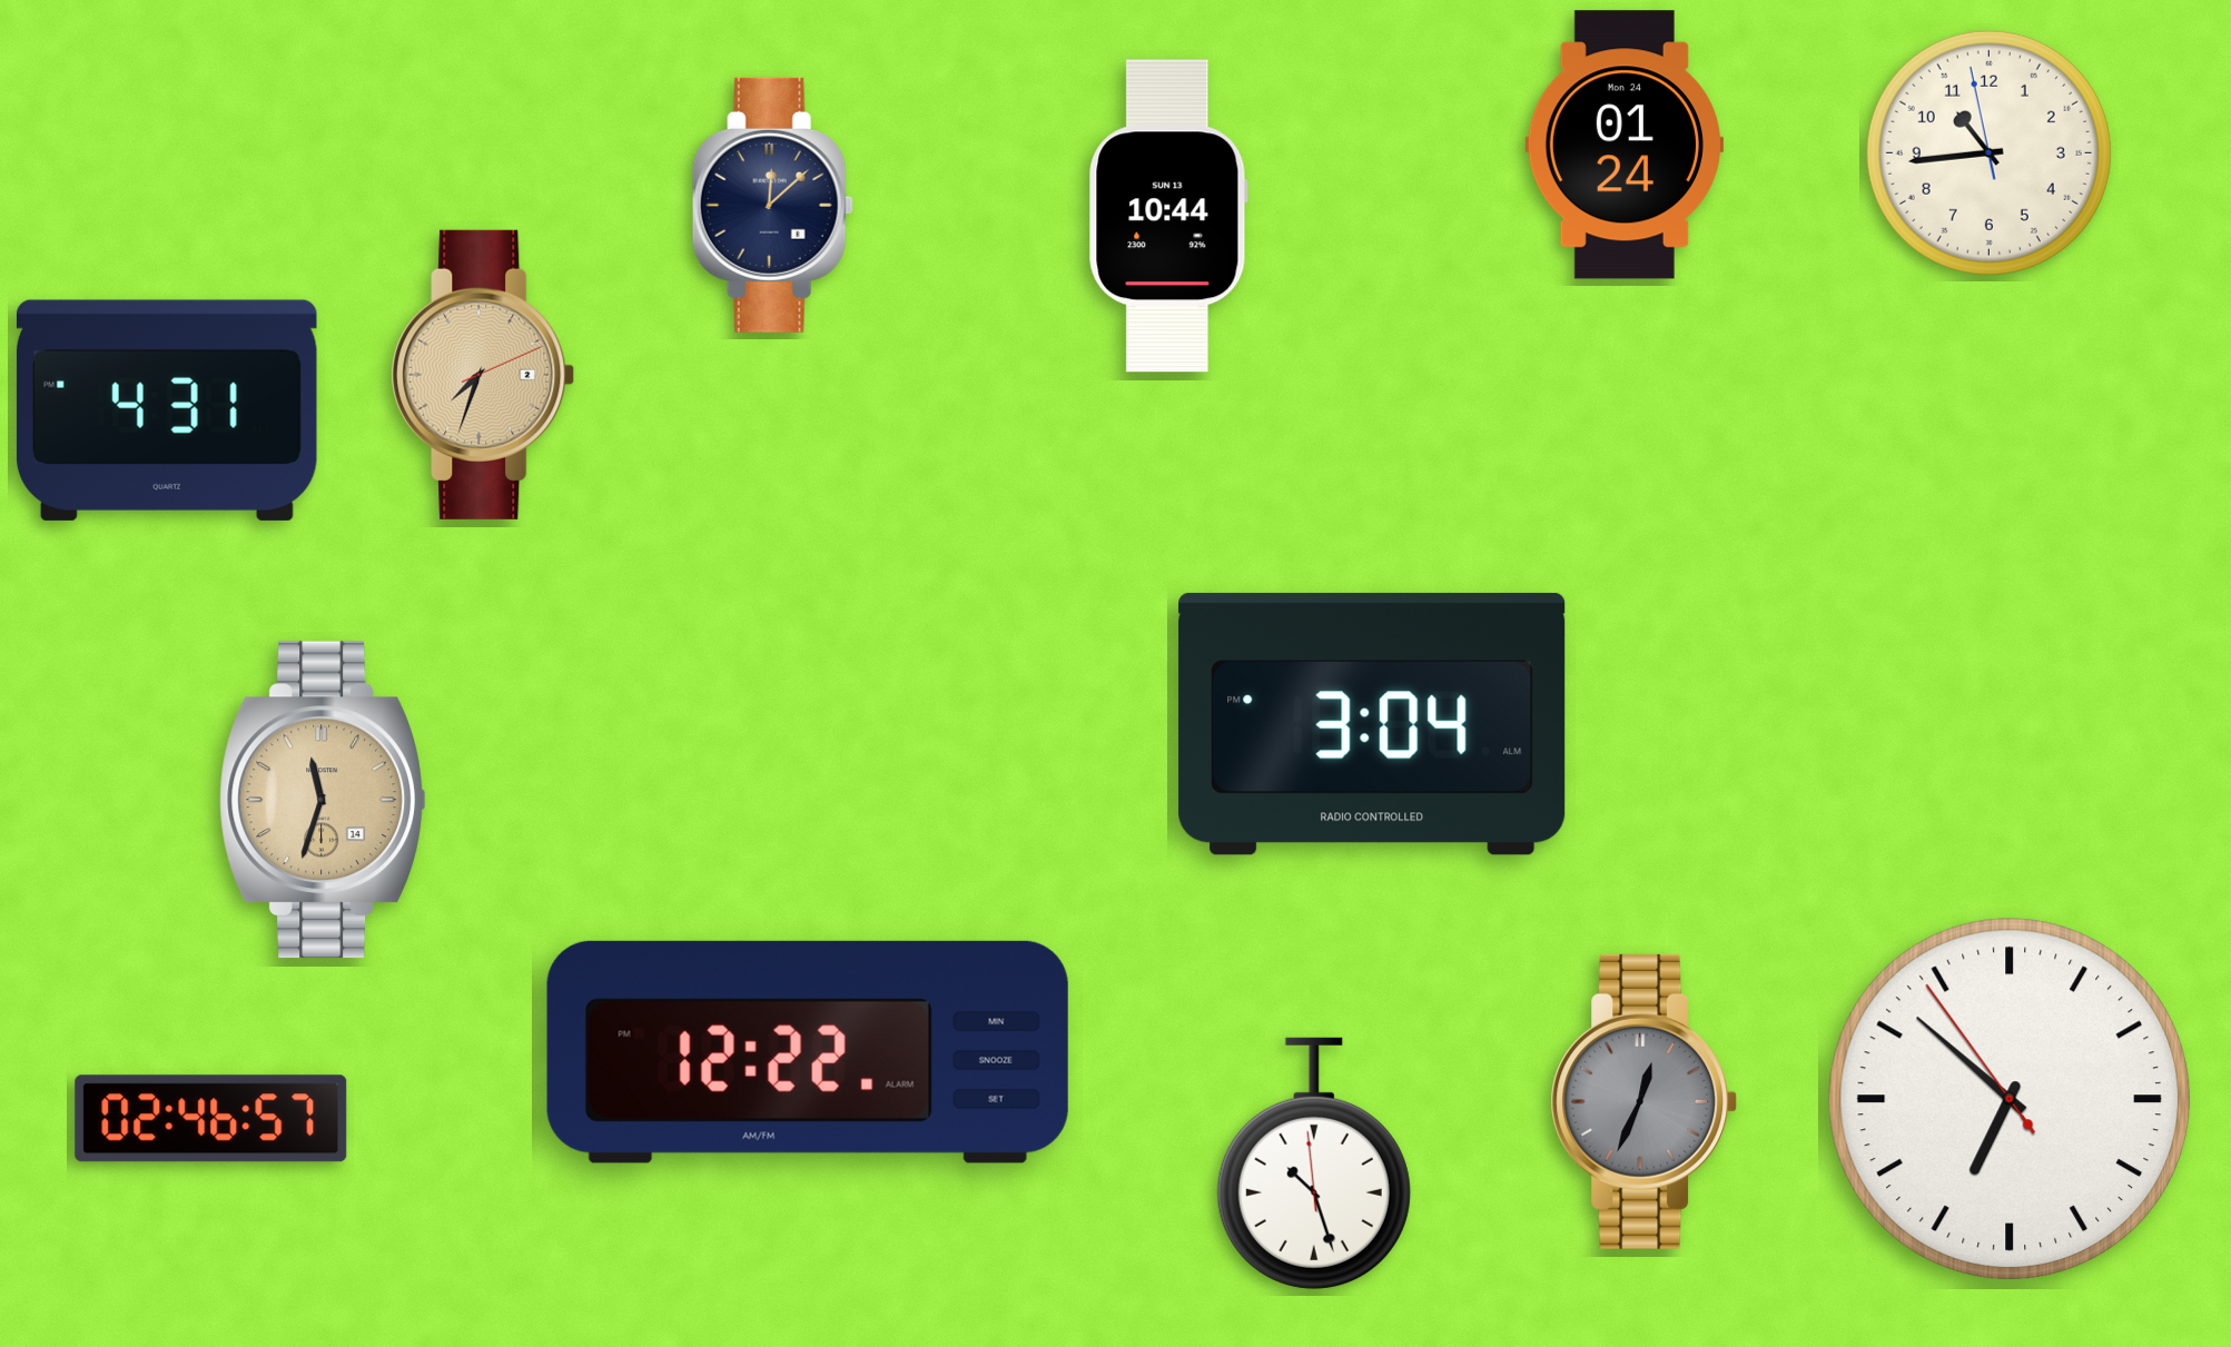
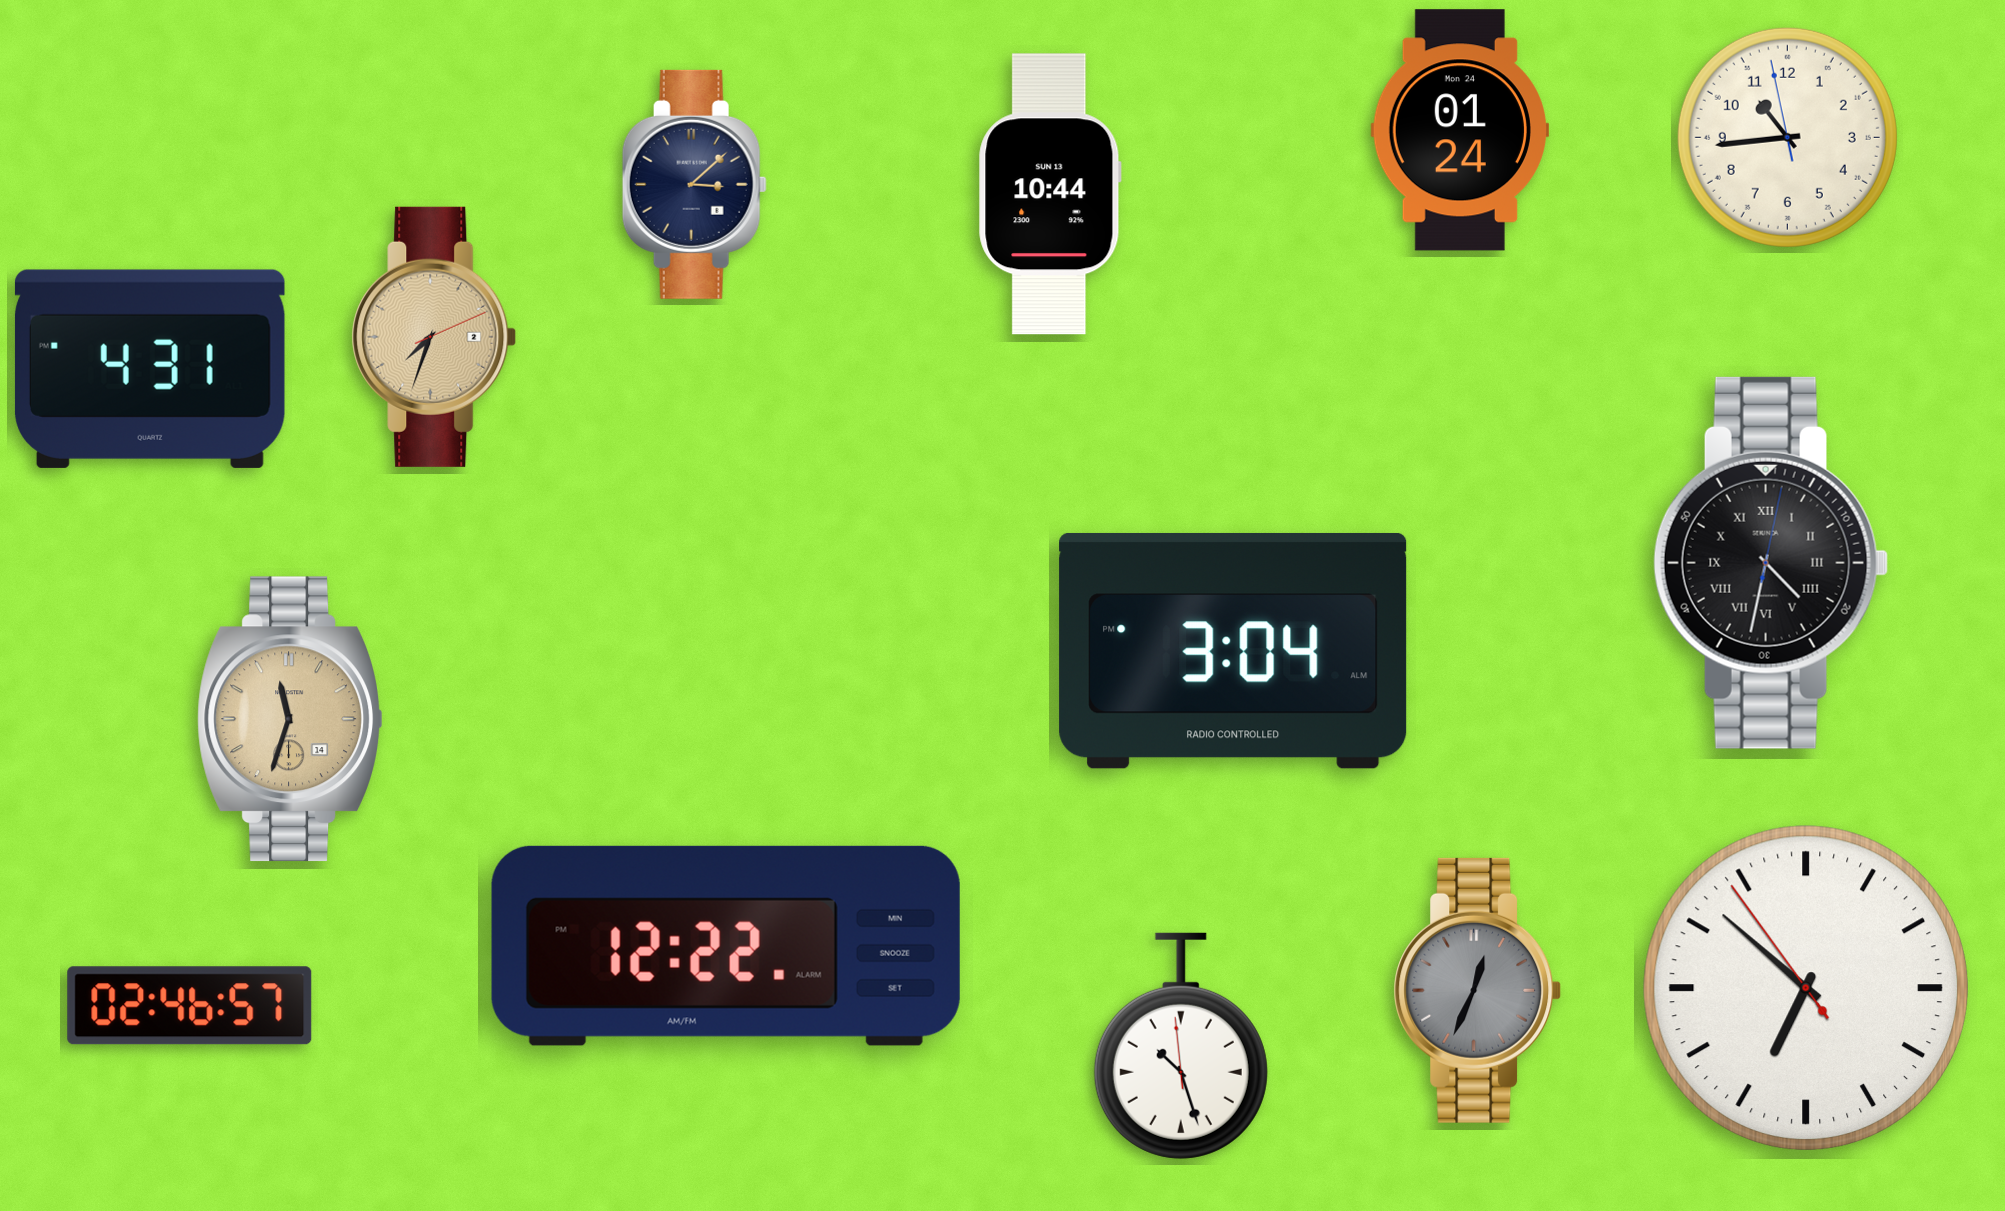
clock at (772, 205): 12:08 -> 3:08
clock at (1771, 563): none -> 4:32
